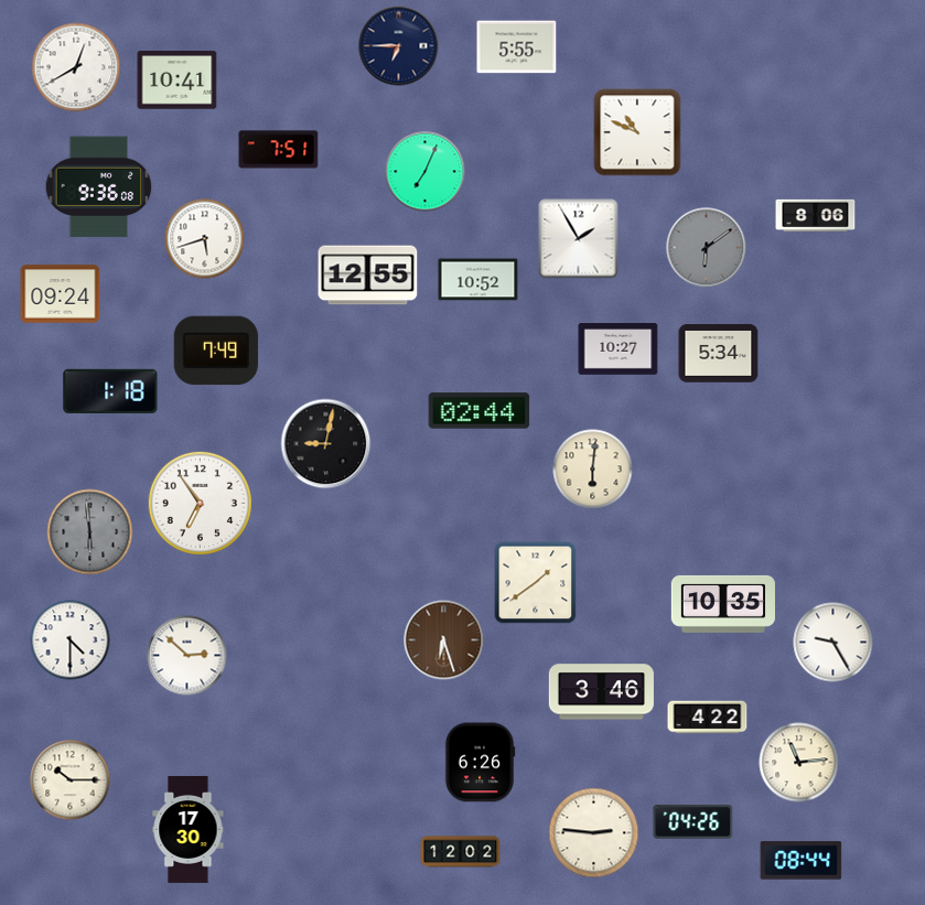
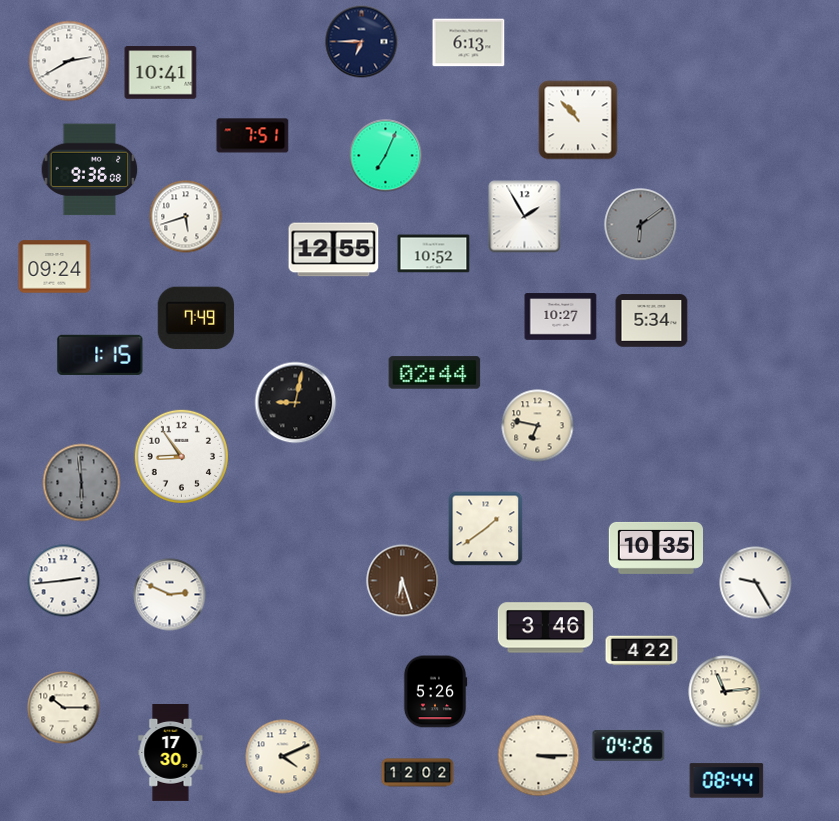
clock at (517, 47): 5:55 -> 6:13
clock at (76, 67): 12:40 -> 2:40
clock at (637, 132): 10:49 -> 10:53
clock at (816, 216): 8:06 -> none
clock at (110, 391): 1:18 -> 1:15
clock at (593, 470): 6:01 -> 6:47
clock at (200, 503): 6:54 -> 8:54
clock at (71, 640): 4:30 -> 2:44
clock at (187, 656): 2:52 -> 2:49
clock at (480, 763): 6:26 -> 5:26
clock at (594, 833): 2:46 -> 3:15
clock at (283, 757): none -> 4:11
